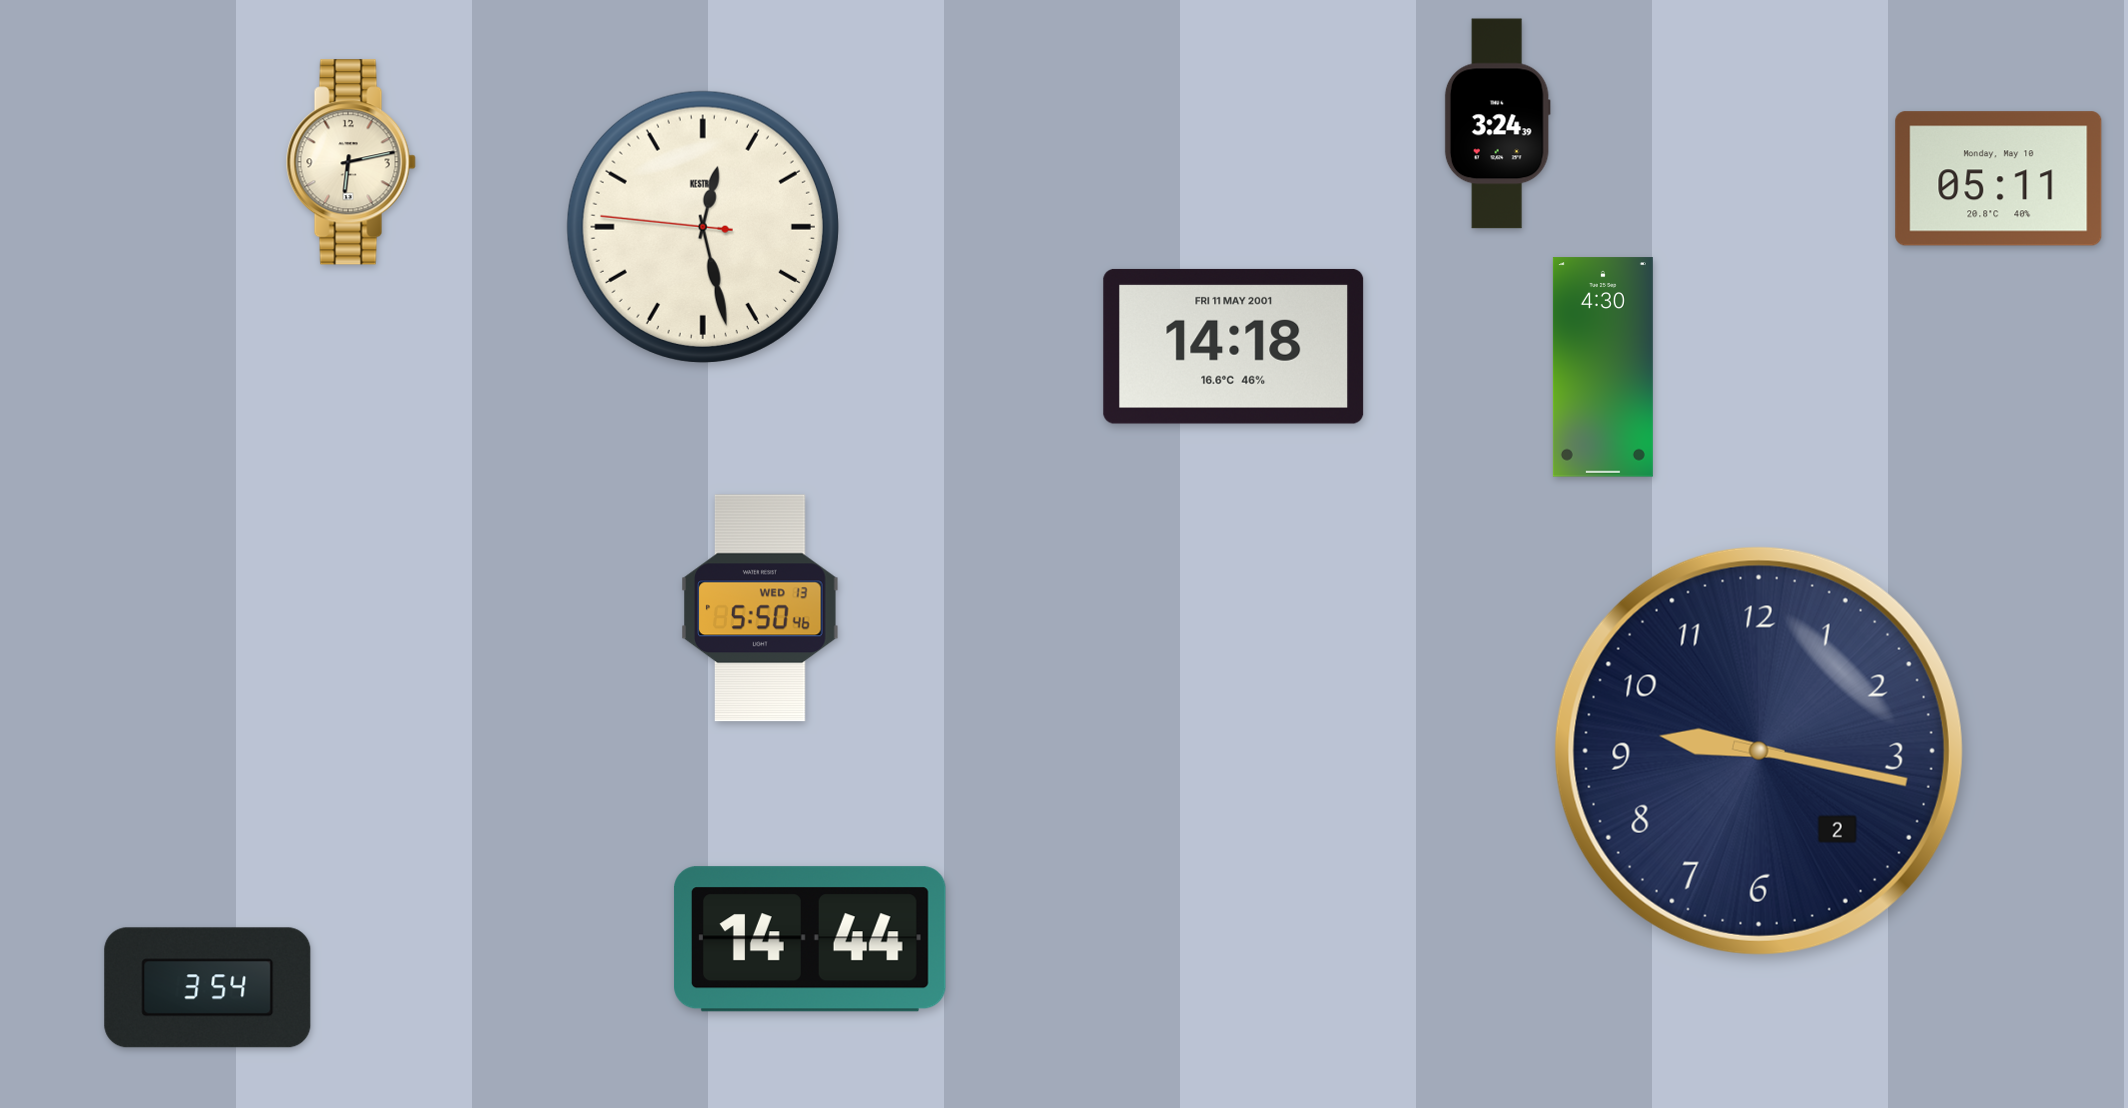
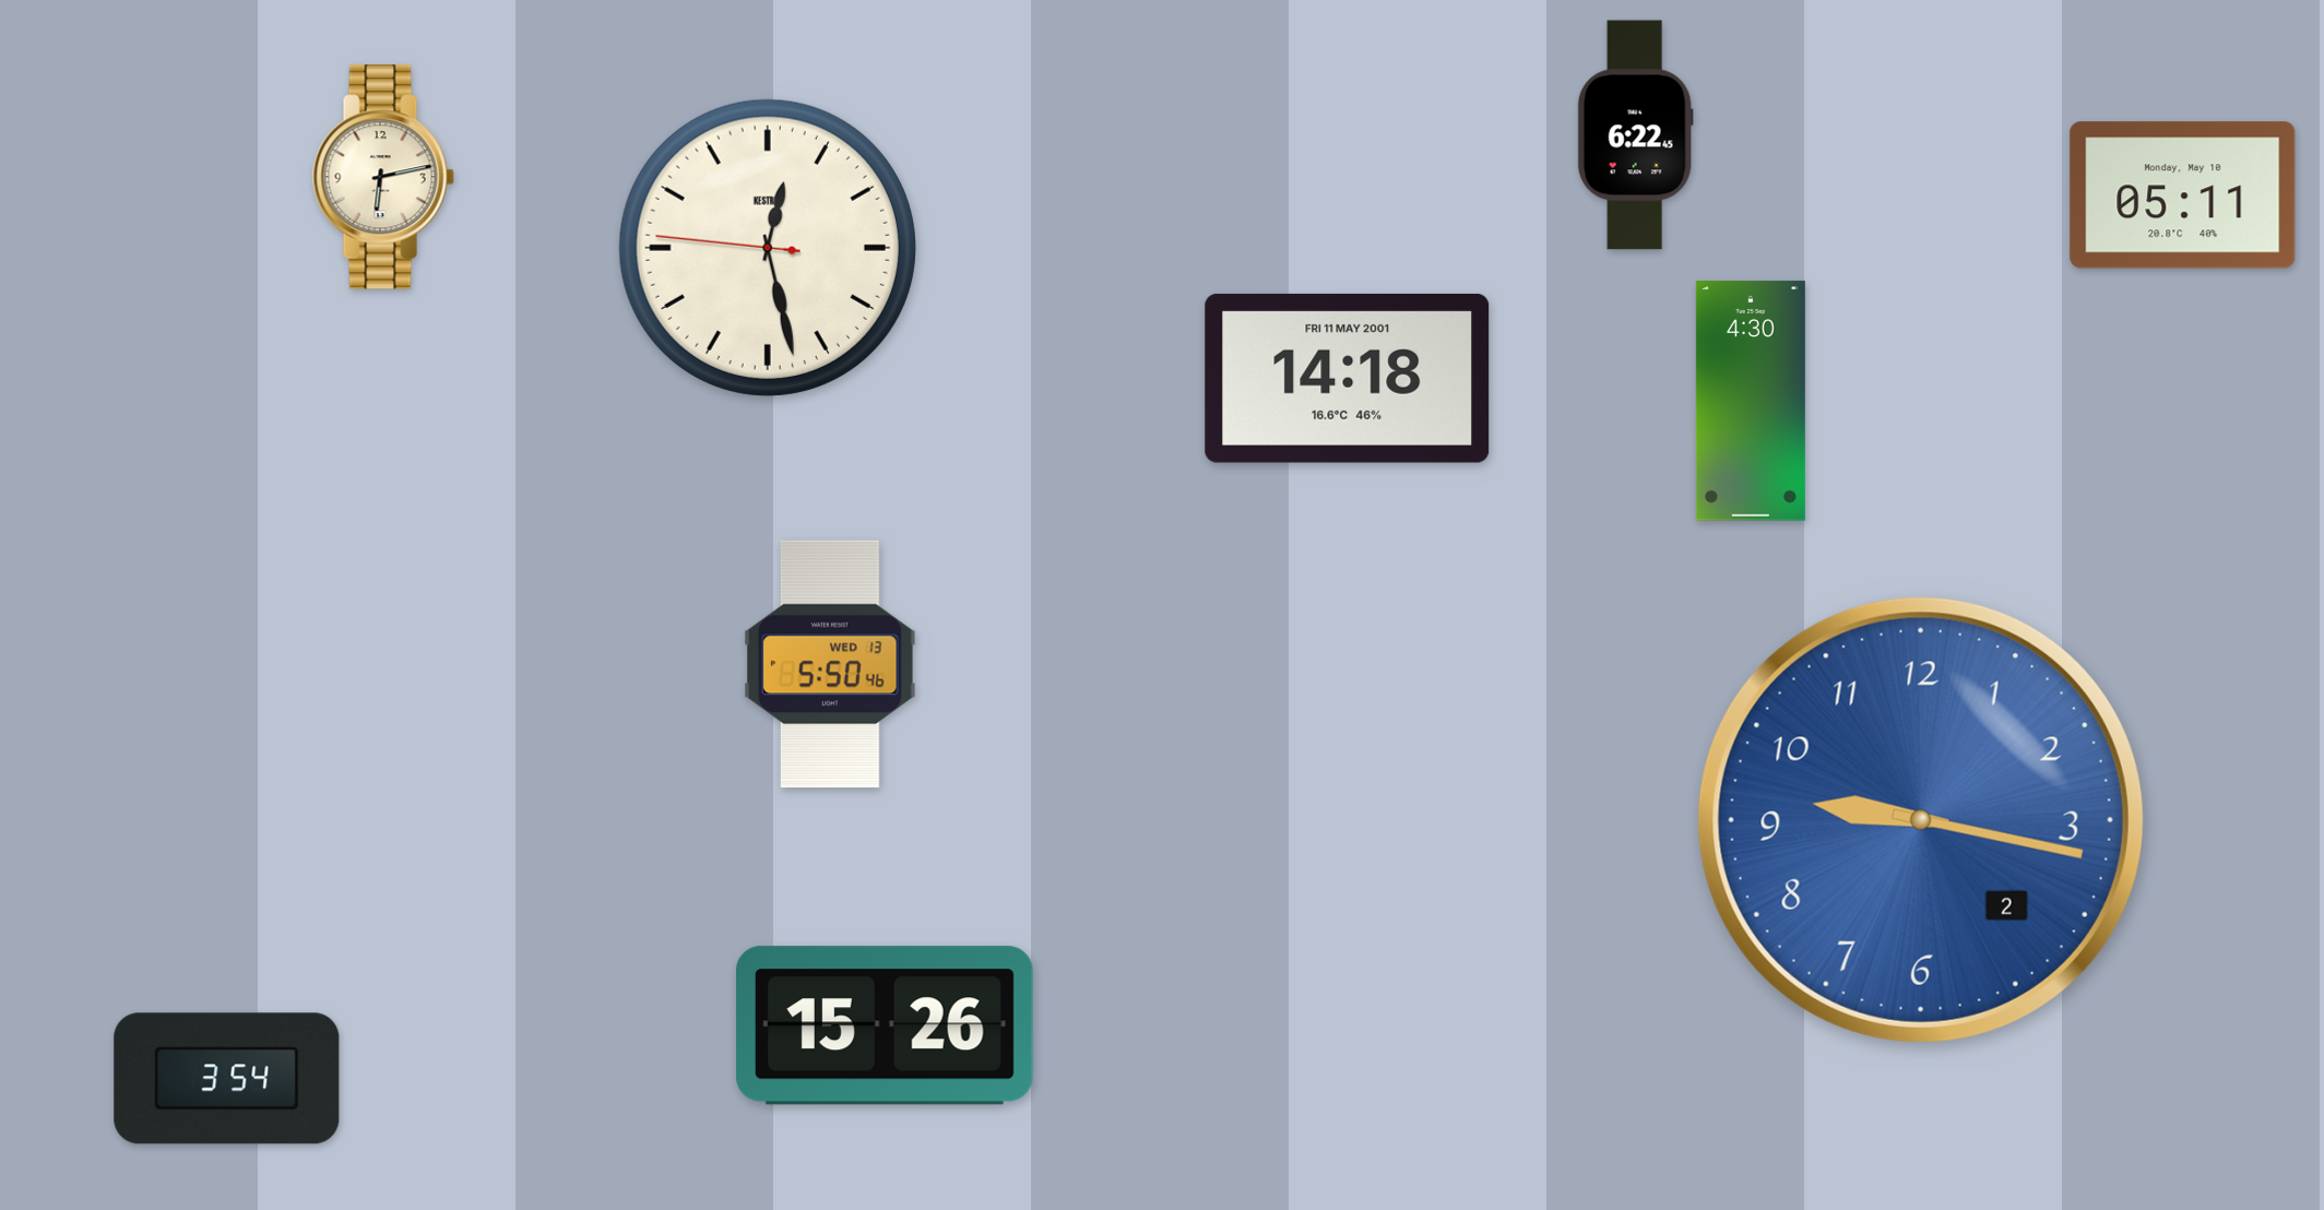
clock at (1497, 124): 3:24 -> 6:22
clock at (1759, 751) dial: navy -> blue
clock at (810, 939): 14:44 -> 15:26
